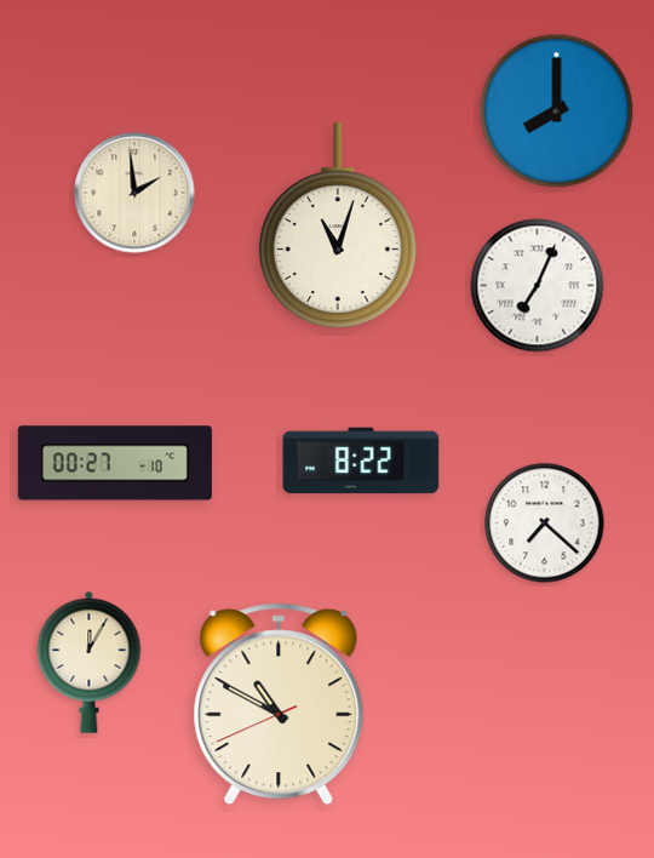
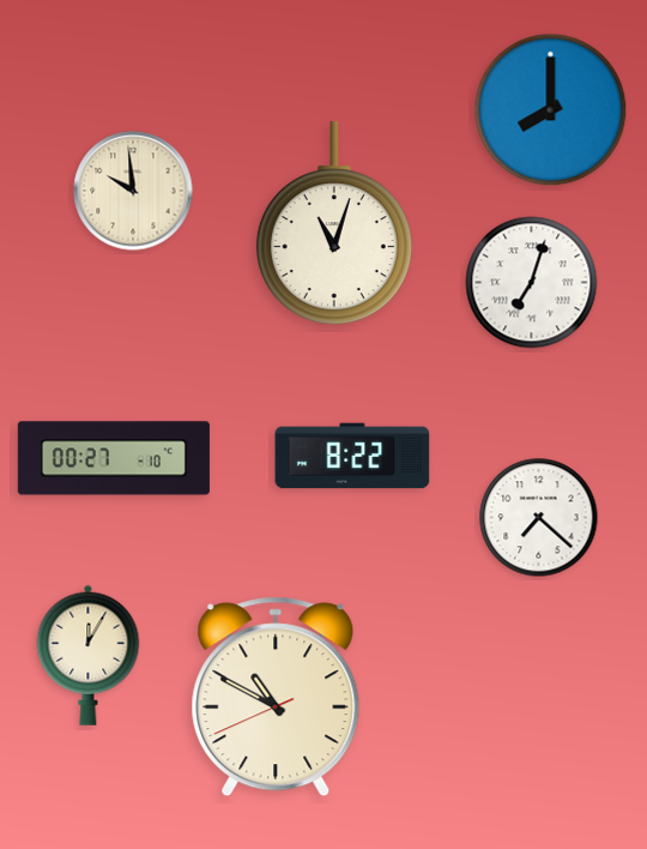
clock at (134, 193): 1:59 -> 9:59
clock at (538, 286): 7:04 -> 7:03
clock at (361, 461) position: (361, 461) -> (352, 456)
